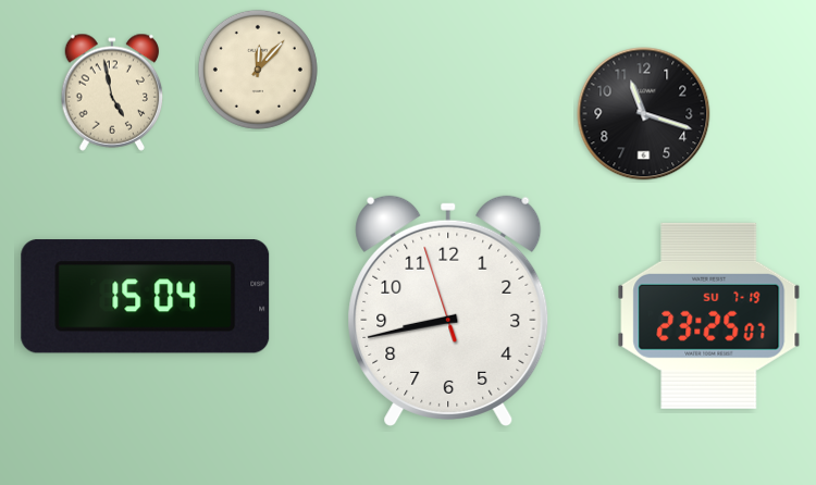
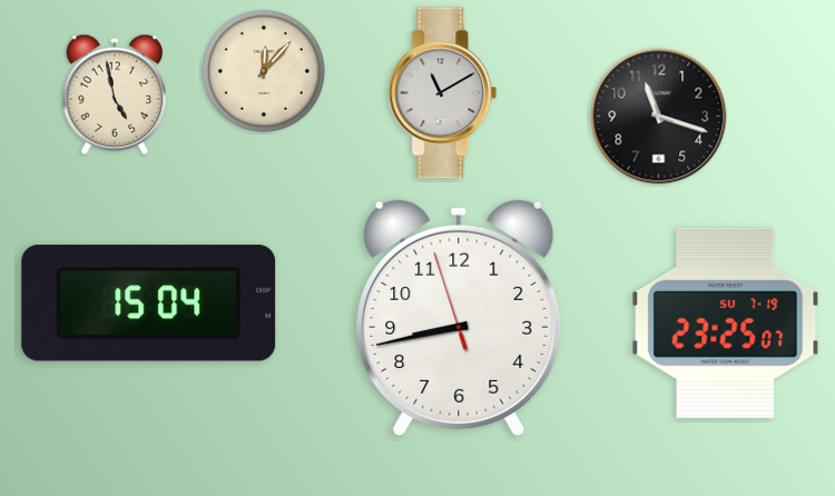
clock at (443, 93): none -> 11:10
